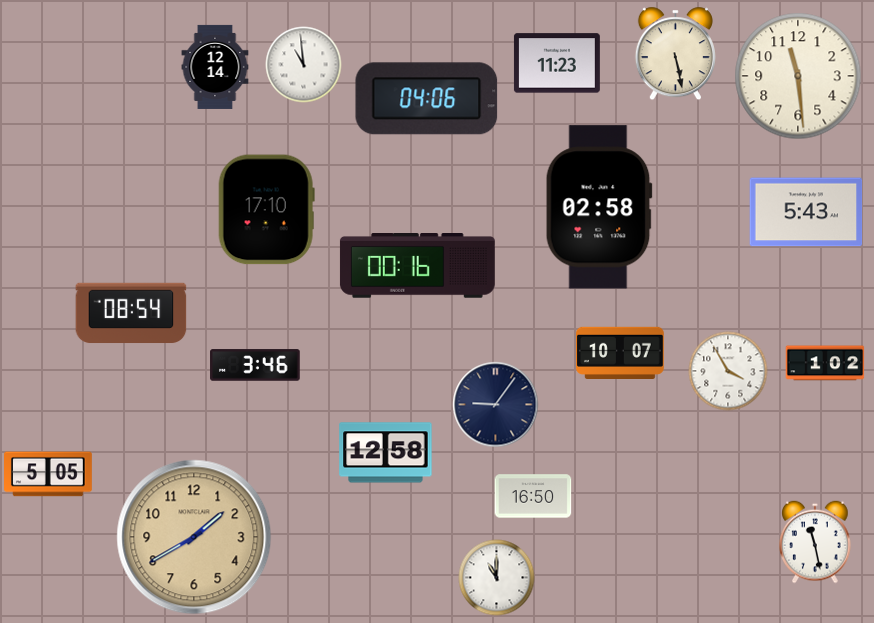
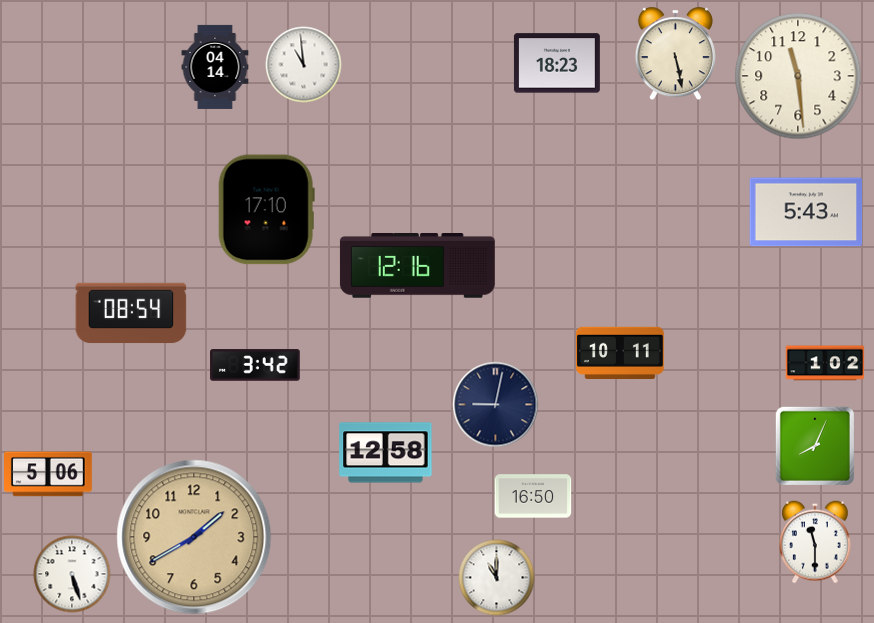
clock at (557, 63): 11:23 -> 18:23
clock at (215, 67): 12:14 -> 04:14
clock at (427, 99): 04:06 -> none
clock at (599, 207): 02:58 -> none
clock at (417, 266): 00:16 -> 12:16
clock at (621, 352): 10:07 -> 10:11
clock at (255, 365): 3:46 -> 3:42
clock at (728, 371): 3:55 -> none
clock at (496, 405): 9:06 -> 9:02
clock at (815, 446): none -> 8:04
clock at (49, 474): 5:05 -> 5:06
clock at (815, 542): 11:28 -> 11:30
clock at (72, 574): none -> 5:27
